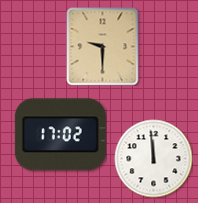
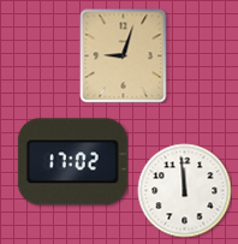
clock at (103, 46): 9:30 -> 9:03
